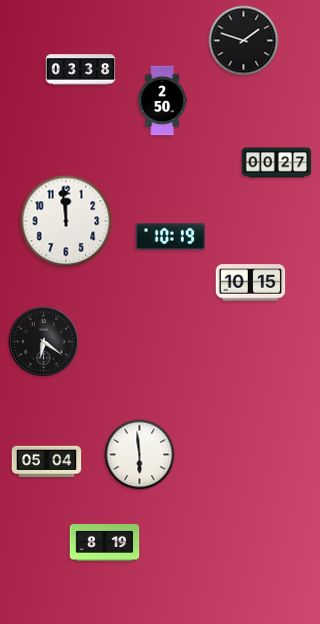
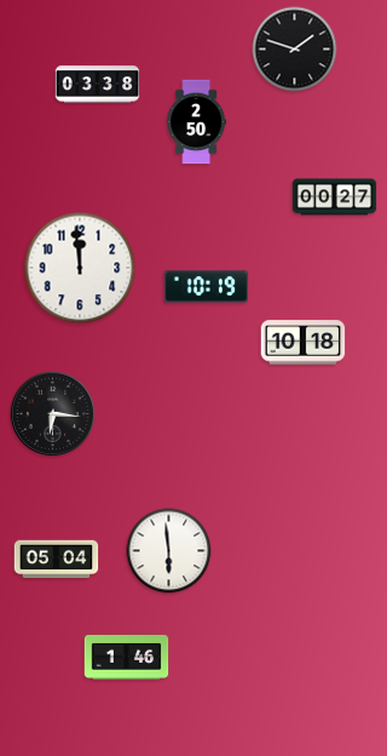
clock at (251, 283): 10:15 -> 10:18
clock at (44, 342): 6:21 -> 6:16
clock at (105, 543): 8:19 -> 1:46
